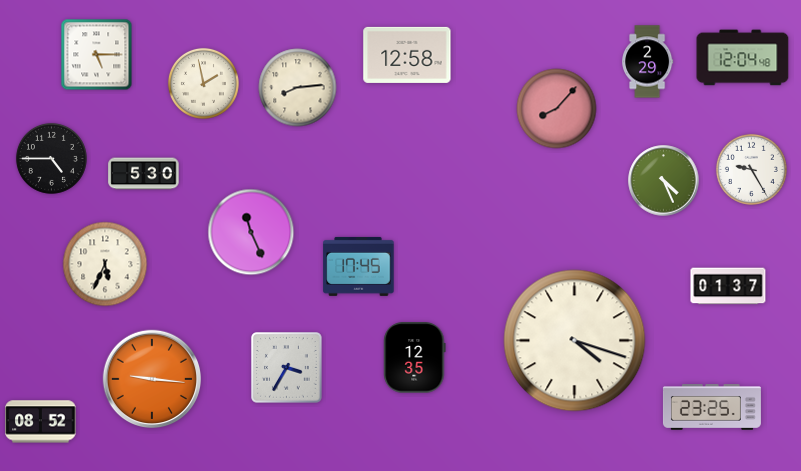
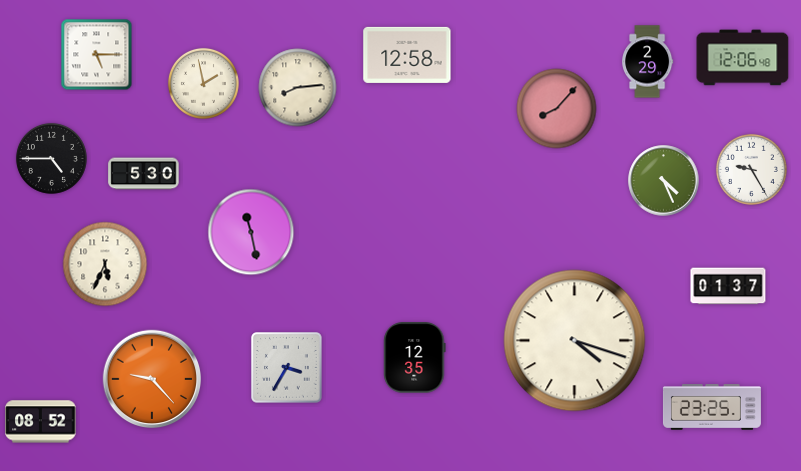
clock at (743, 58): 12:04 -> 12:06
clock at (251, 232): 11:26 -> 11:28
clock at (359, 266): 17:45 -> none
clock at (151, 378): 9:16 -> 9:23
